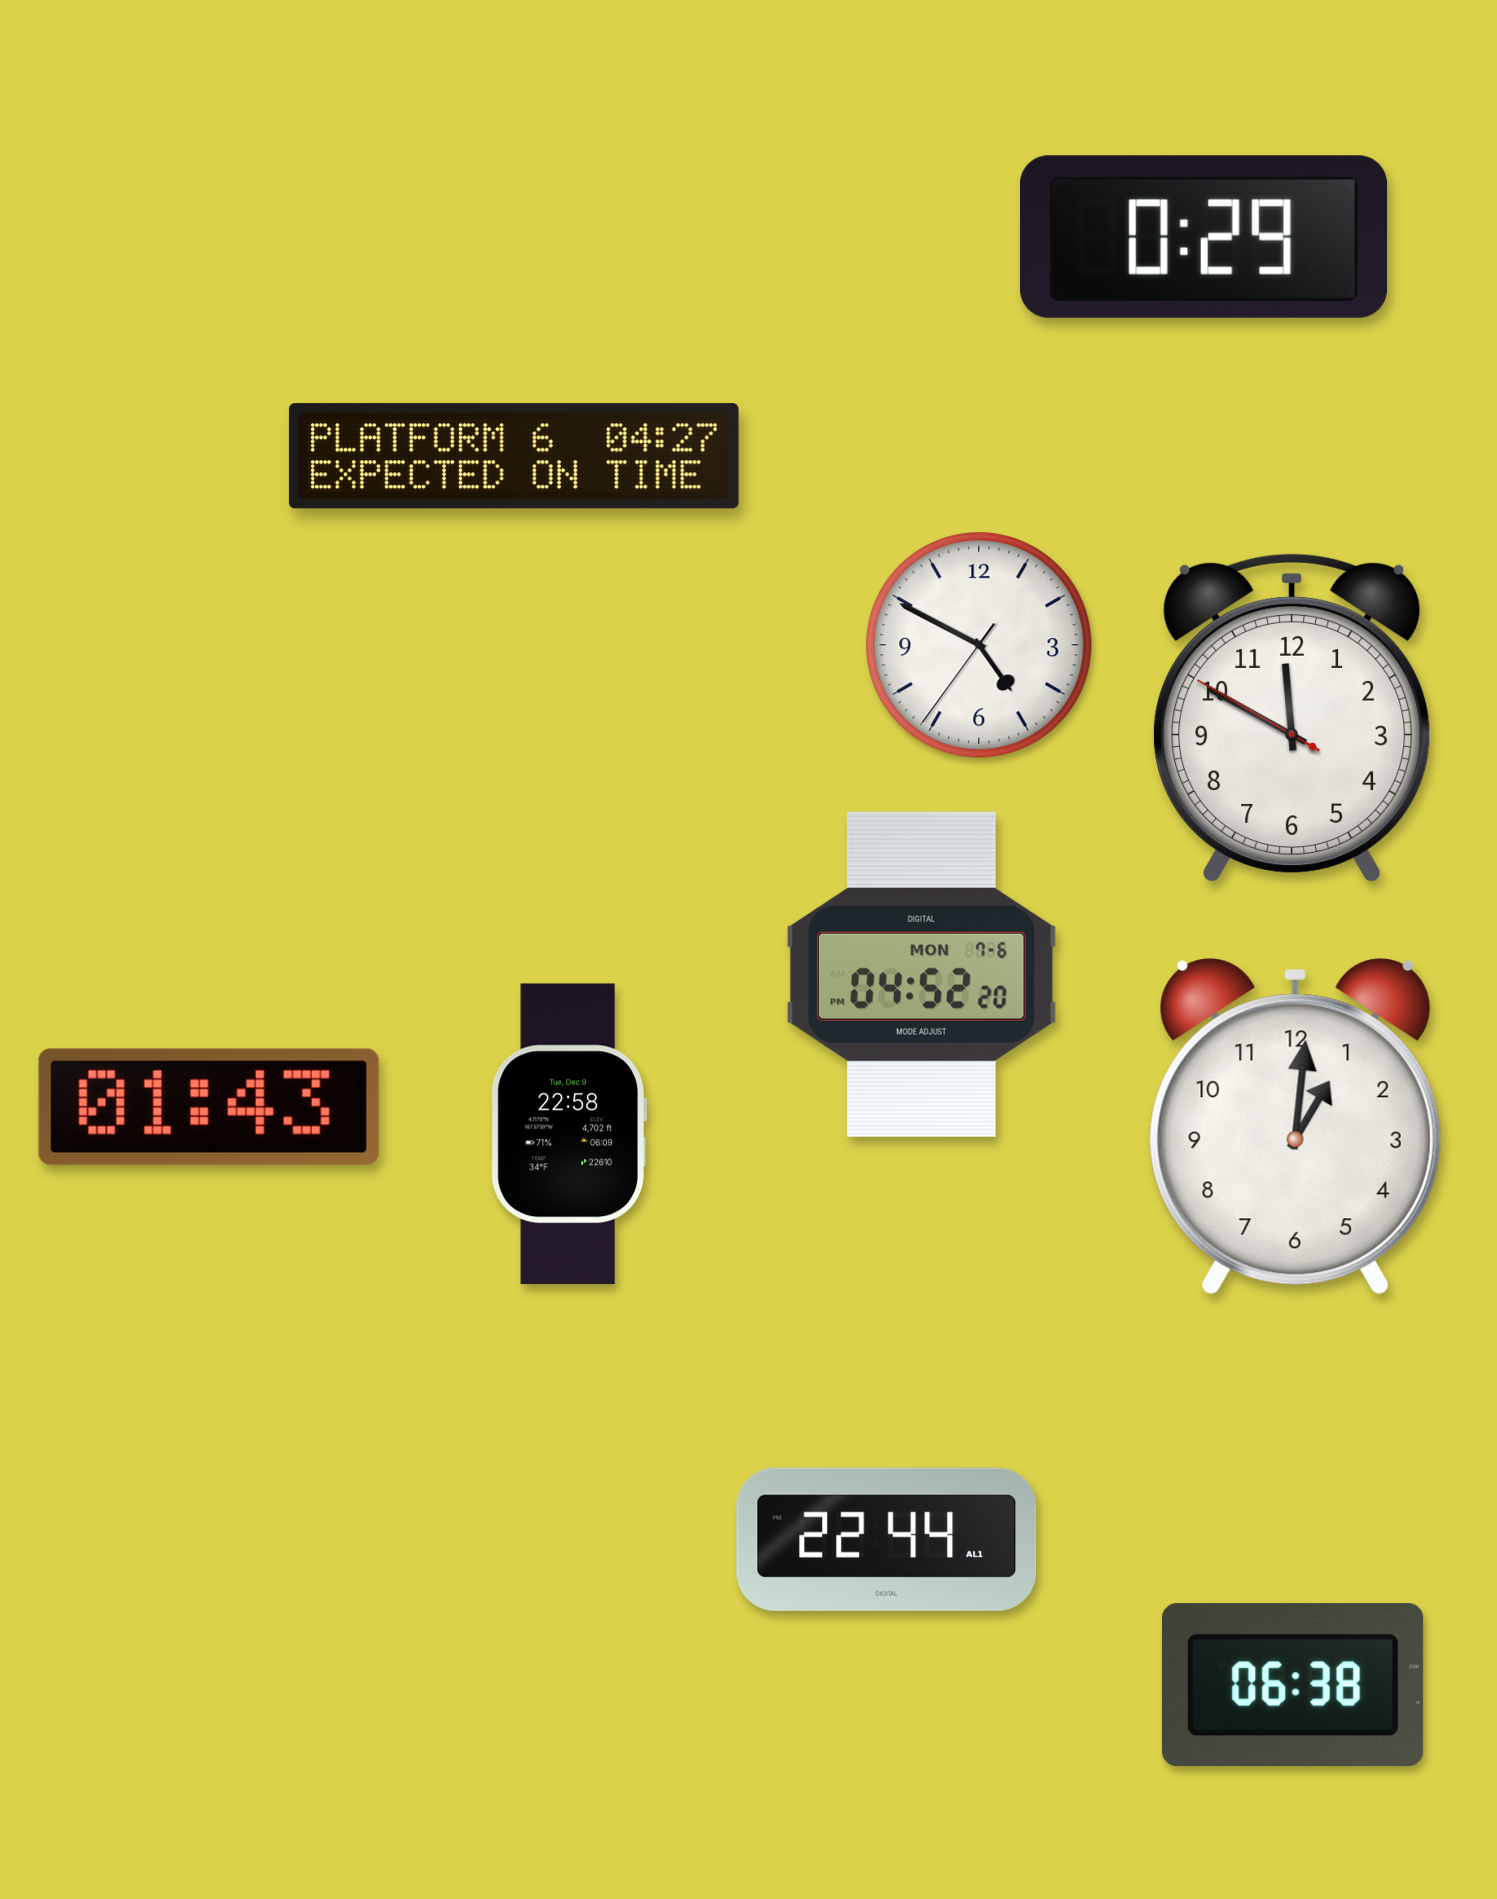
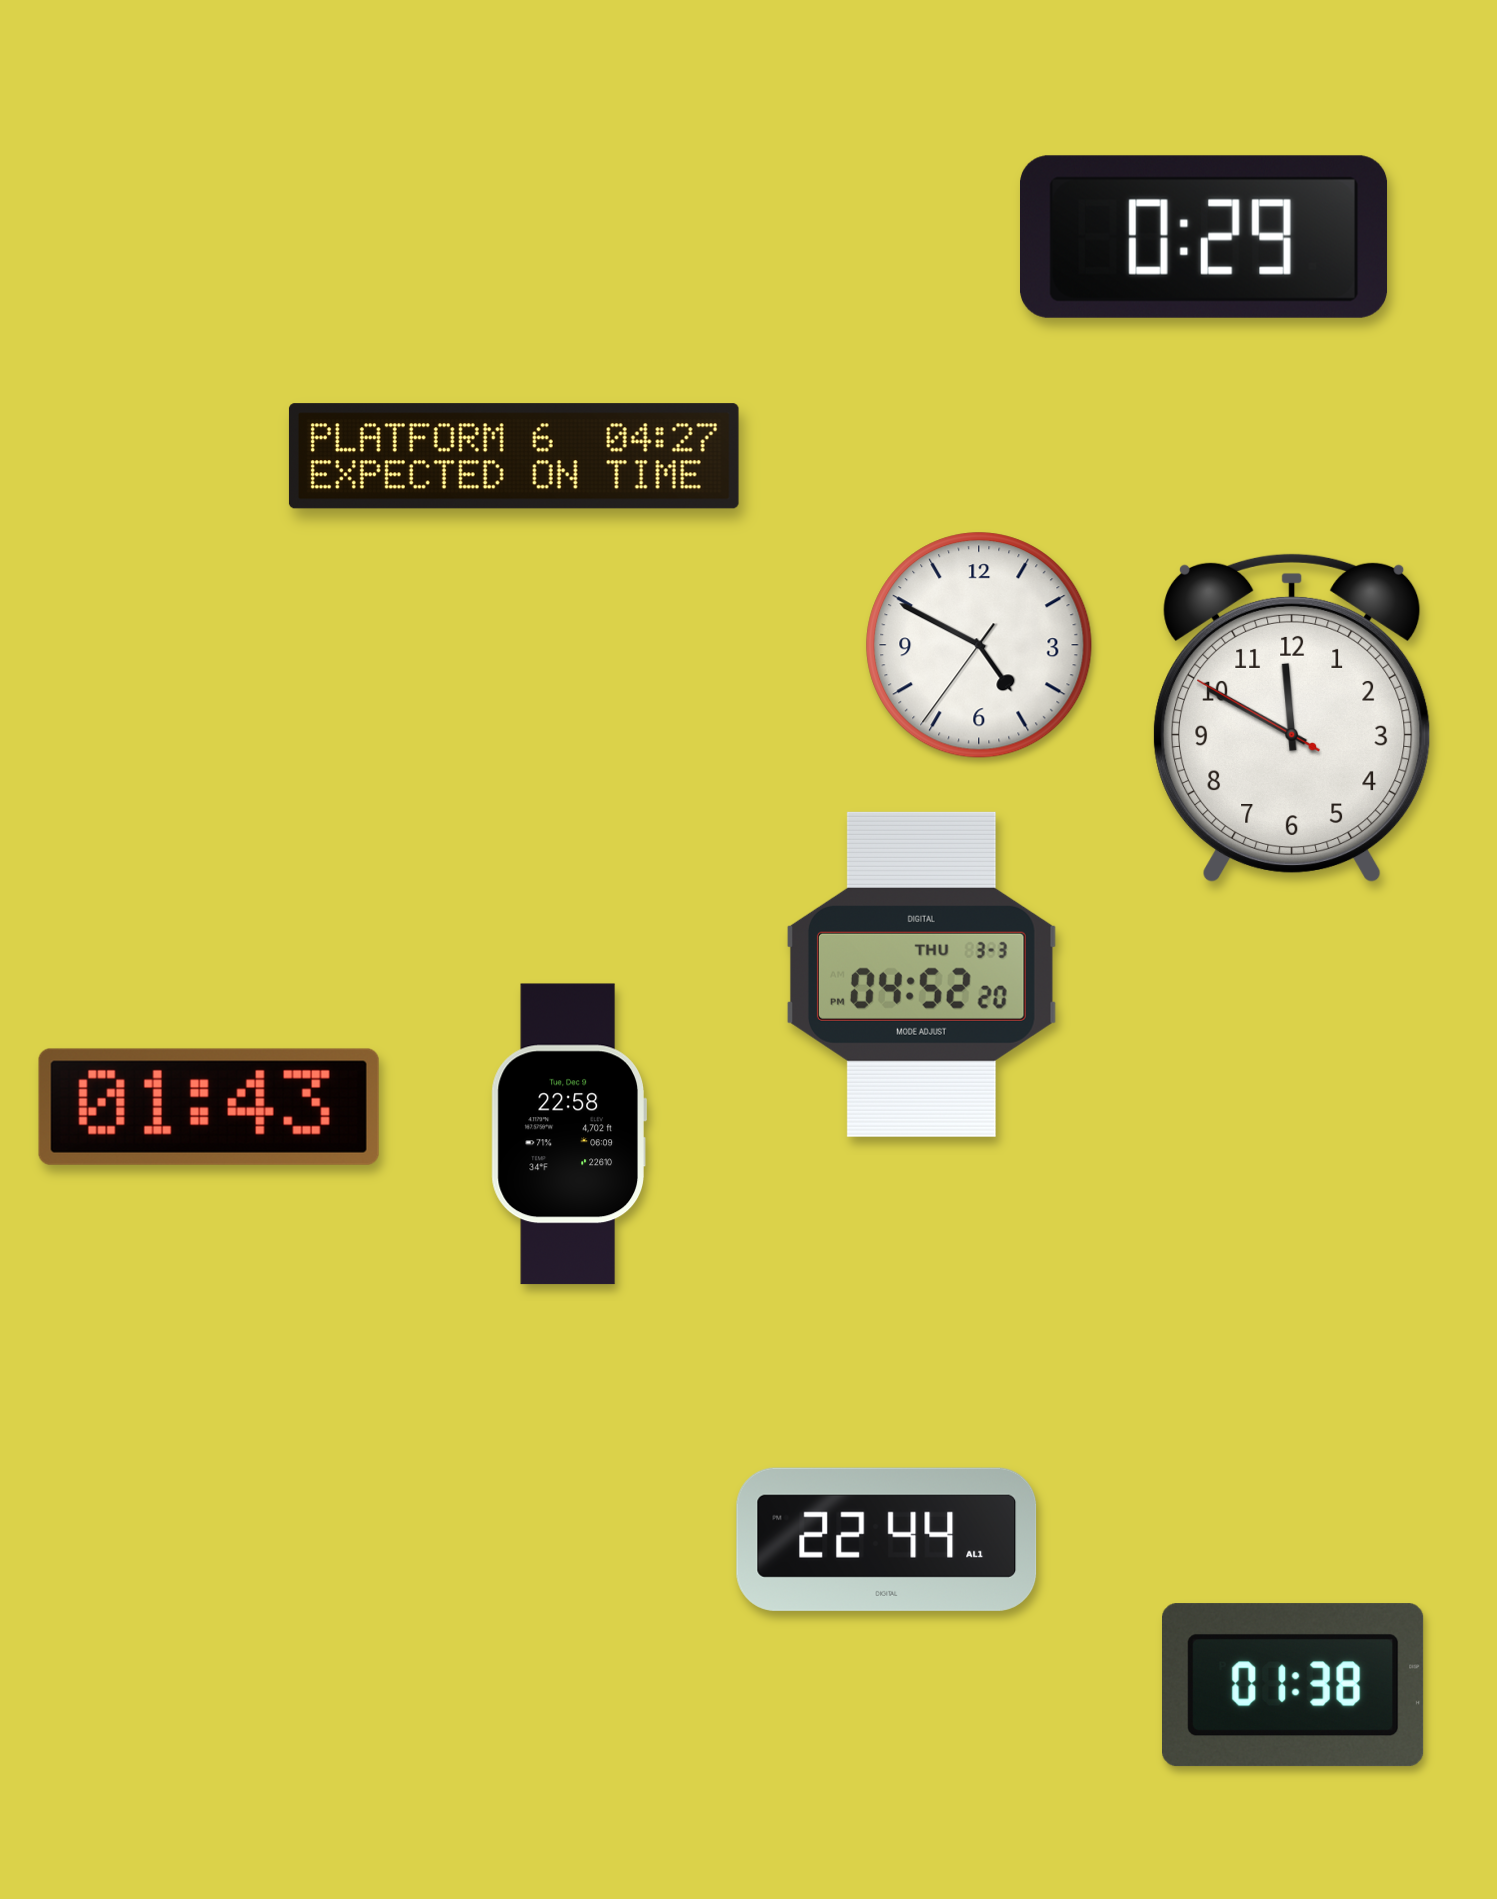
clock at (921, 974) date: MON 7-6 -> THU 3-3
clock at (1295, 1127): 1:01 -> none
clock at (1294, 1685): 06:38 -> 01:38
